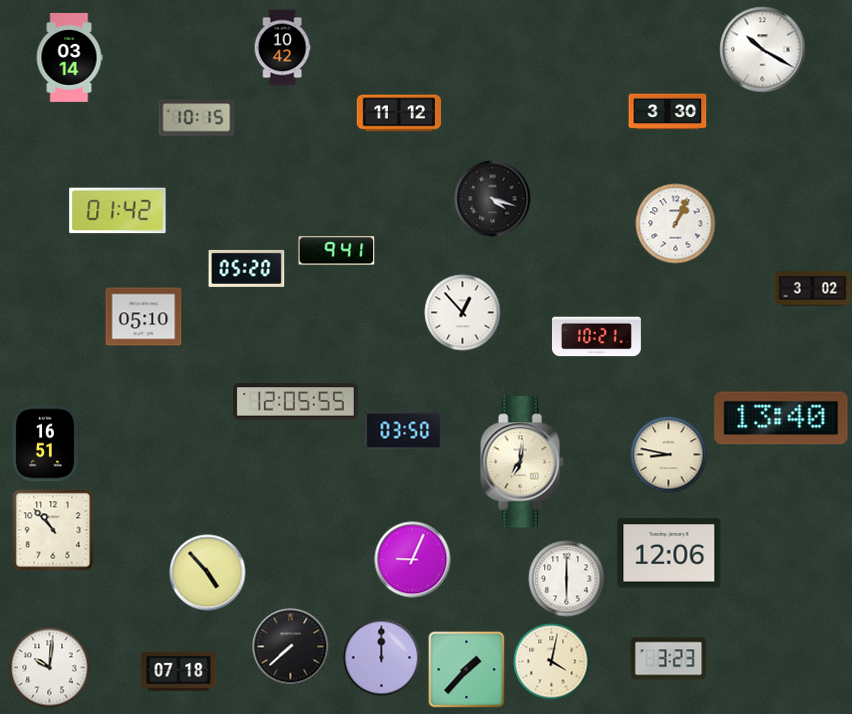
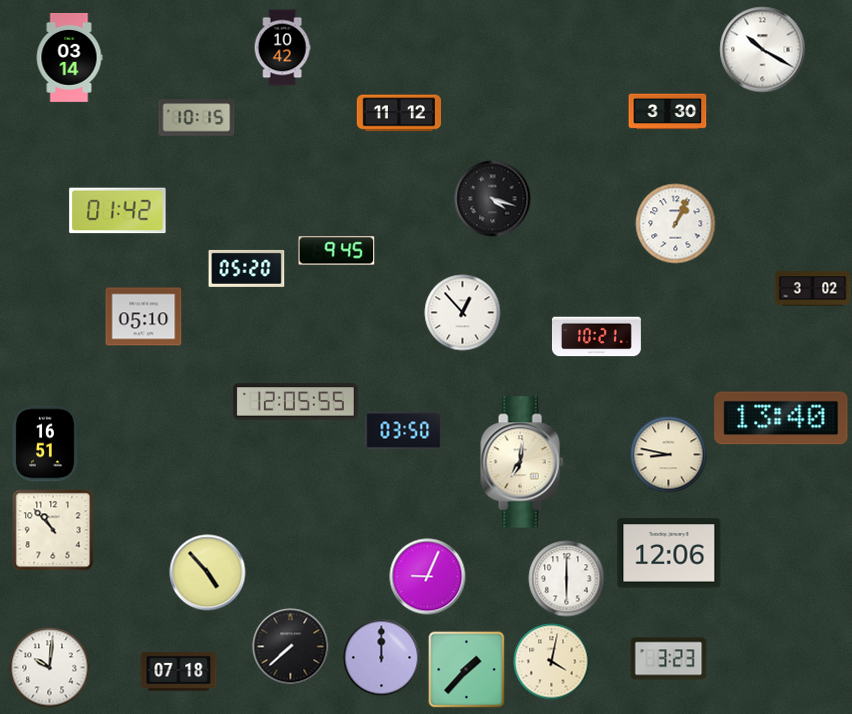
clock at (337, 251): 9:41 -> 9:45
clock at (413, 560) position: (413, 560) -> (428, 577)
